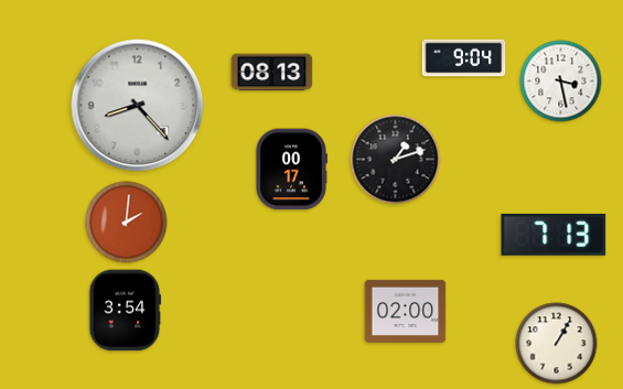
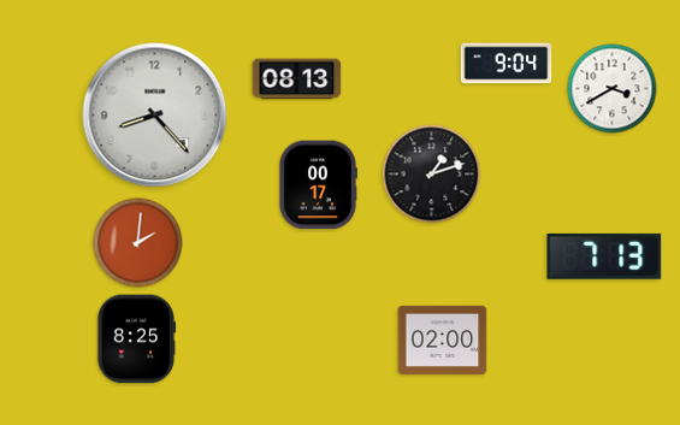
clock at (561, 82): 3:28 -> 3:40
clock at (138, 106) position: (138, 106) -> (155, 116)
clock at (125, 311): 3:54 -> 8:25
clock at (557, 344): 1:05 -> none
